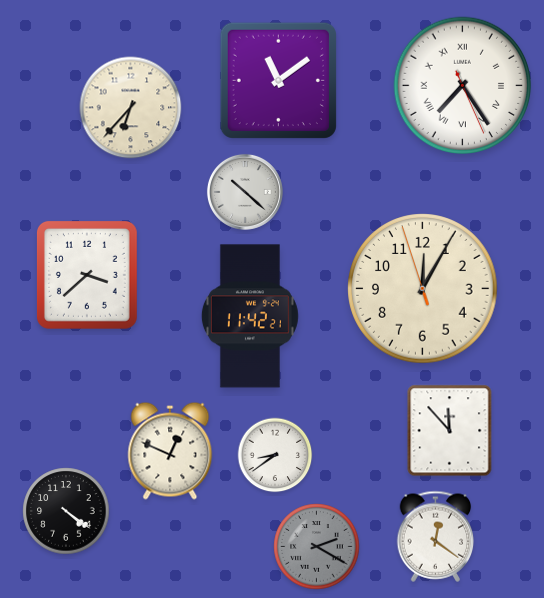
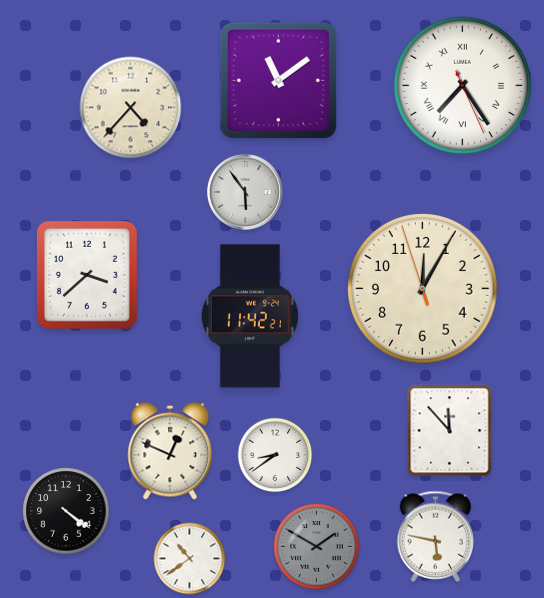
clock at (131, 108): 6:37 -> 4:37
clock at (245, 192): 10:22 -> 5:54
clock at (436, 536): 12:21 -> 5:47
clock at (317, 547): 2:20 -> 1:50
clock at (190, 559): none -> 10:39
